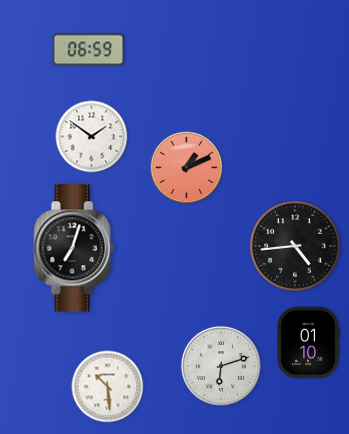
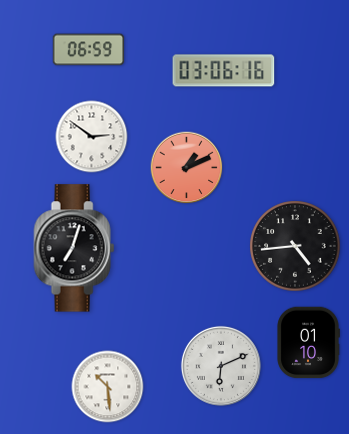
clock at (224, 71): none -> 03:06
clock at (92, 137): 1:51 -> 2:51
clock at (221, 366): 6:12 -> 6:11
